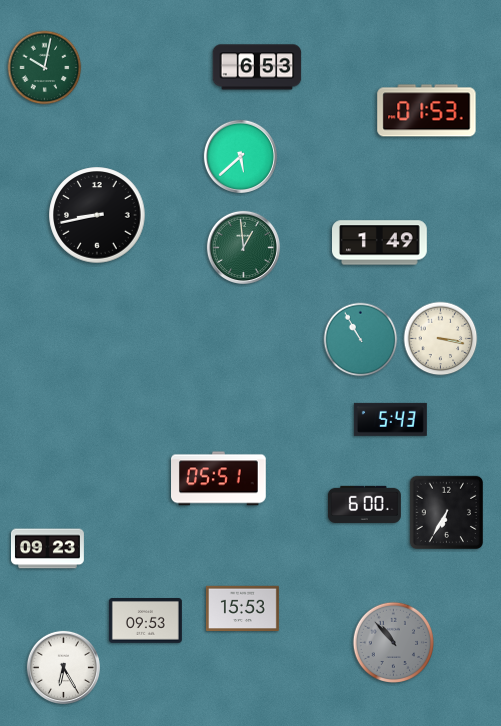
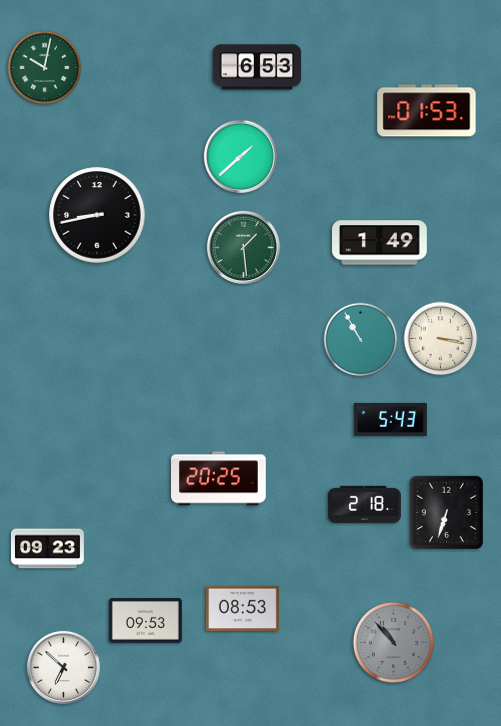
clock at (240, 156): 5:38 -> 1:38
clock at (243, 247): 12:59 -> 1:29
clock at (219, 479): 05:51 -> 20:25
clock at (364, 504): 6:00 -> 2:18
clock at (446, 512): 6:35 -> 6:33
clock at (242, 609): 15:53 -> 08:53
clock at (63, 667): 6:25 -> 6:52
